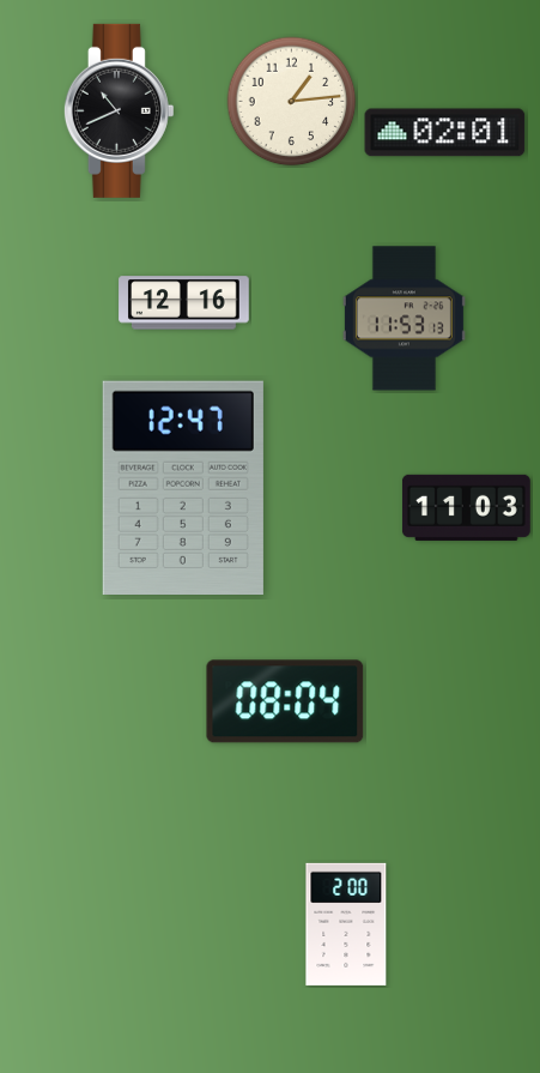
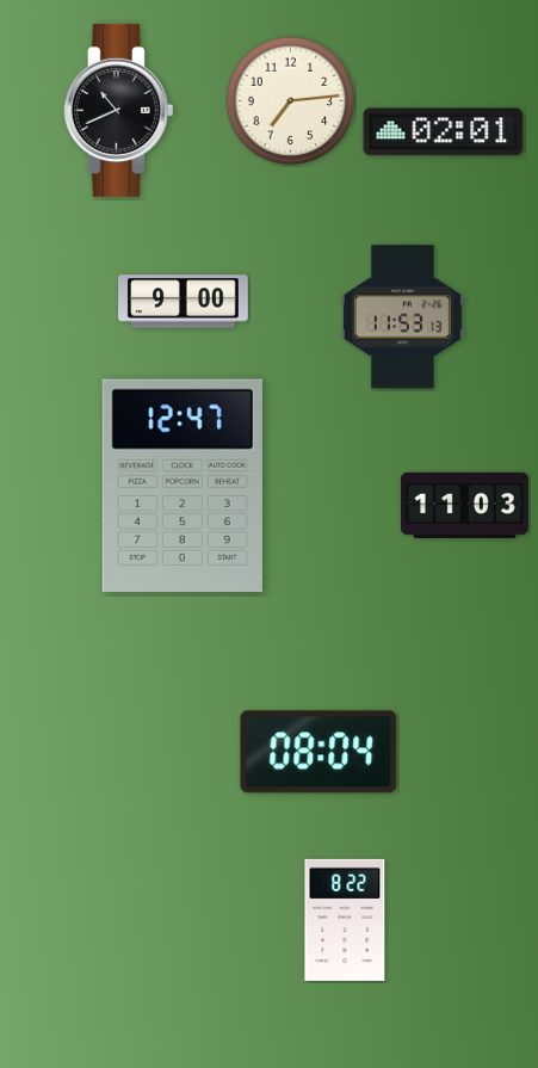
clock at (292, 102): 1:14 -> 7:14
clock at (184, 303): 12:16 -> 9:00
clock at (285, 701) position: (285, 701) -> (319, 752)
clock at (346, 924): 2:00 -> 8:22
